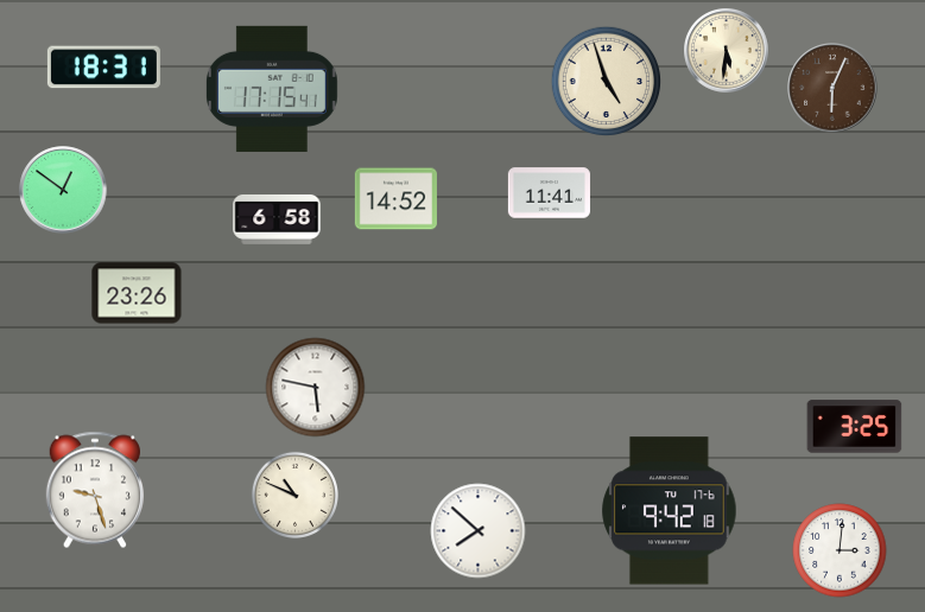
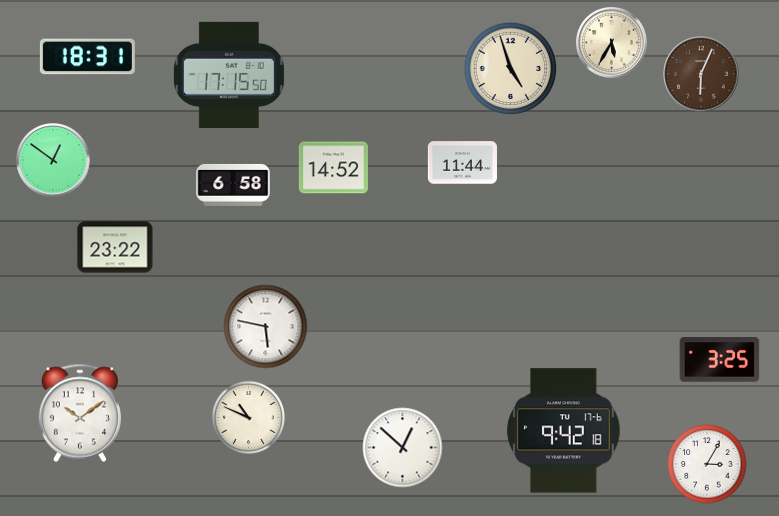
clock at (727, 51): 5:31 -> 5:35
clock at (272, 89): 17:15:41 -> 17:15:50
clock at (549, 193): 11:41 -> 11:44
clock at (137, 293): 23:26 -> 23:22
clock at (94, 490): 9:27 -> 10:09
clock at (479, 531): 7:52 -> 12:52
clock at (840, 550): 3:01 -> 3:05
